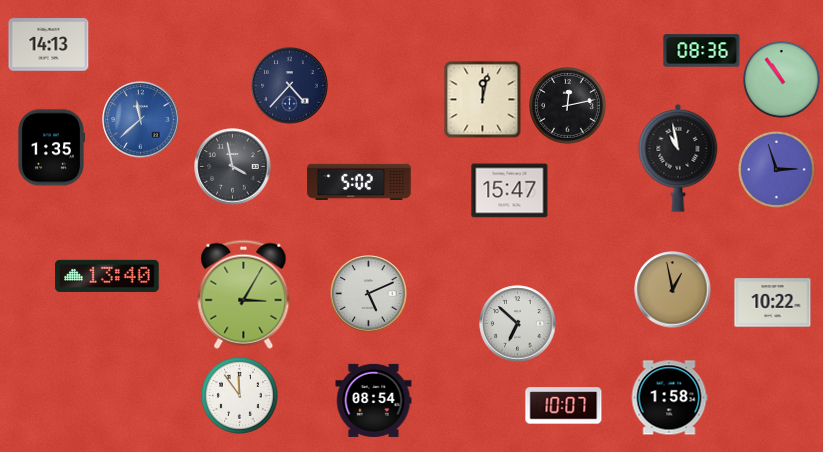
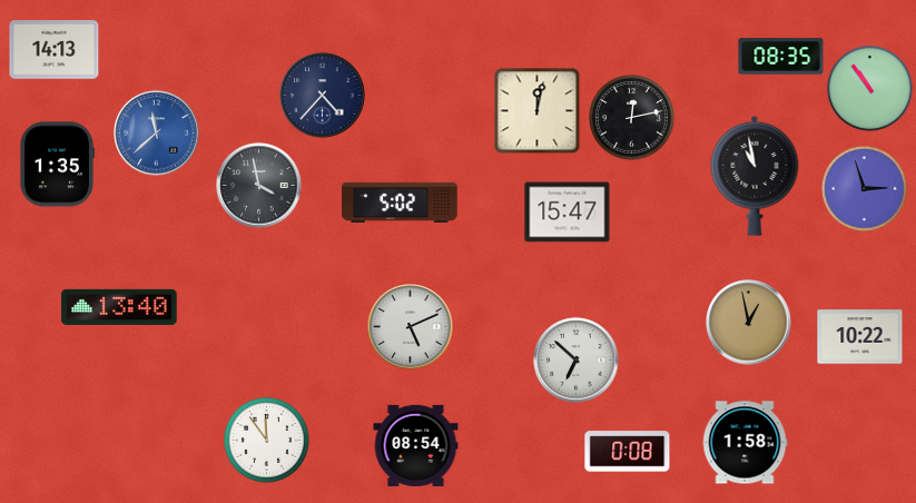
clock at (702, 51): 08:36 -> 08:35
clock at (244, 294): 3:05 -> none
clock at (564, 406): 10:07 -> 0:08
